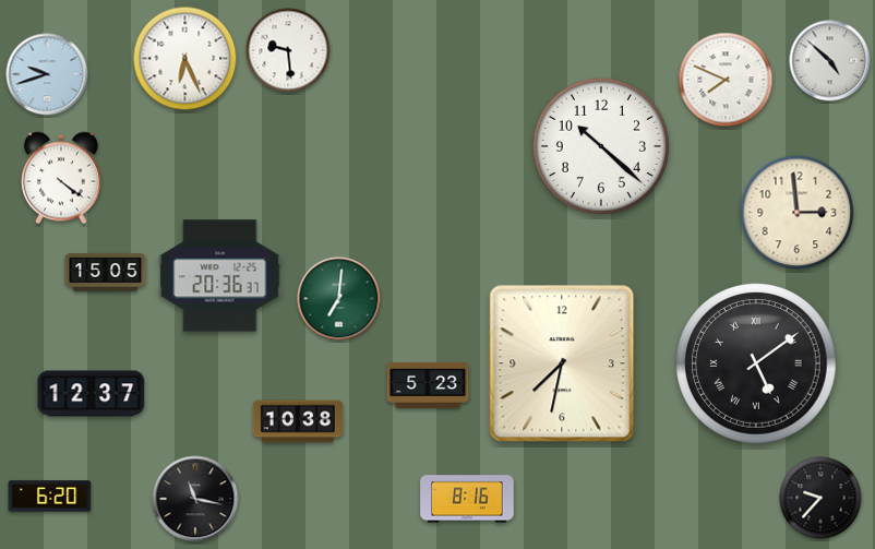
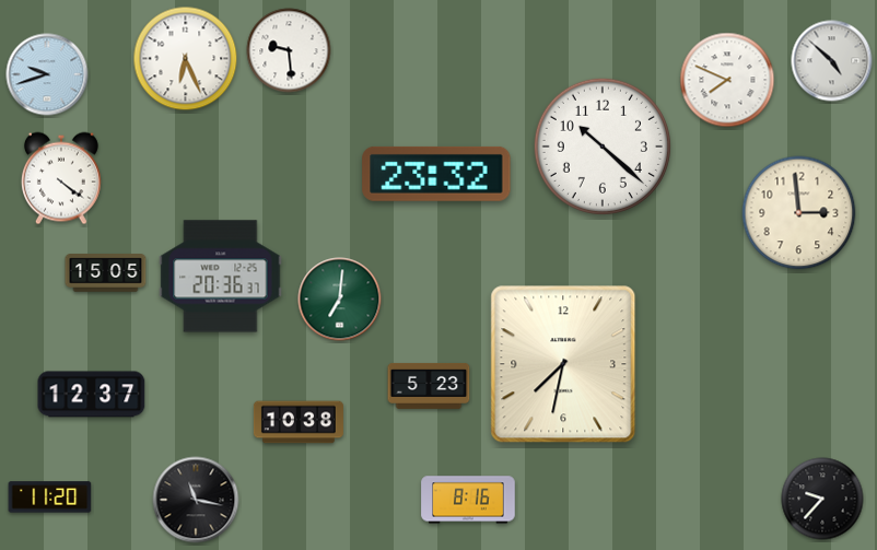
clock at (436, 174): none -> 23:32
clock at (756, 363): 5:09 -> none
clock at (50, 497): 6:20 -> 11:20
